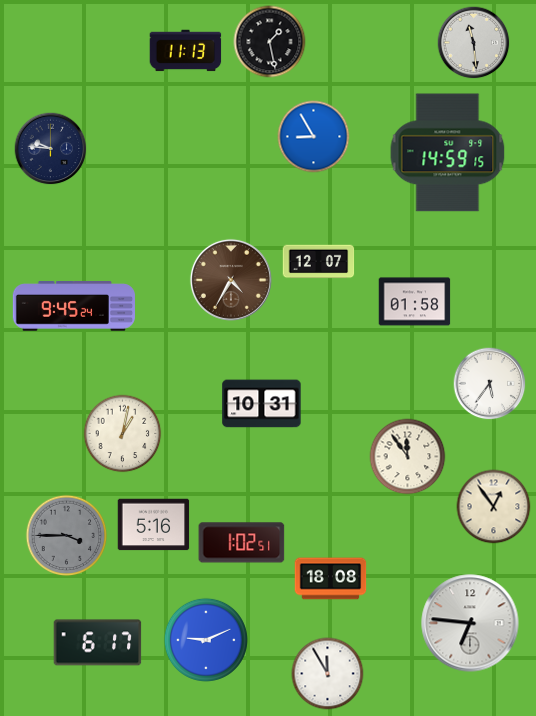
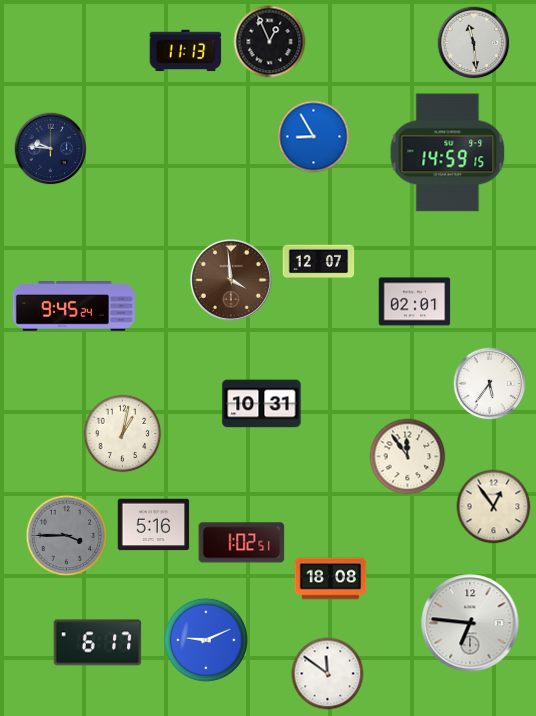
clock at (270, 42): 1:28 -> 12:56
clock at (231, 280): 4:35 -> 3:59
clock at (415, 302): 01:58 -> 02:01
clock at (328, 674): 11:55 -> 11:51
